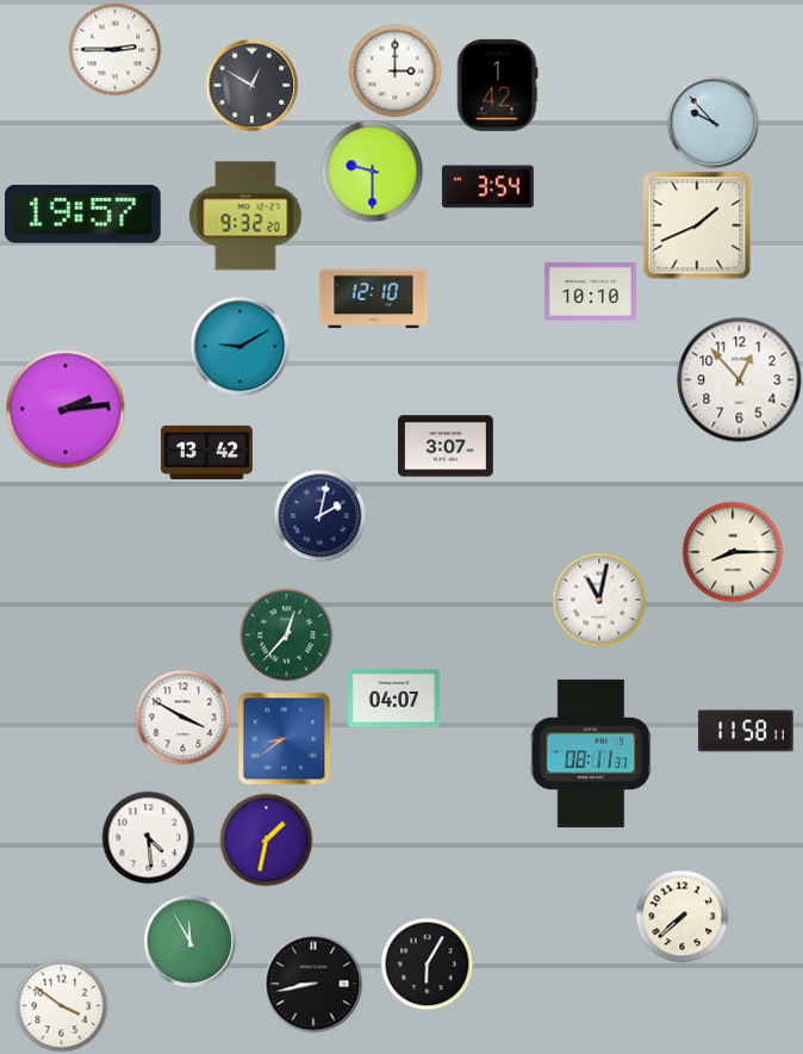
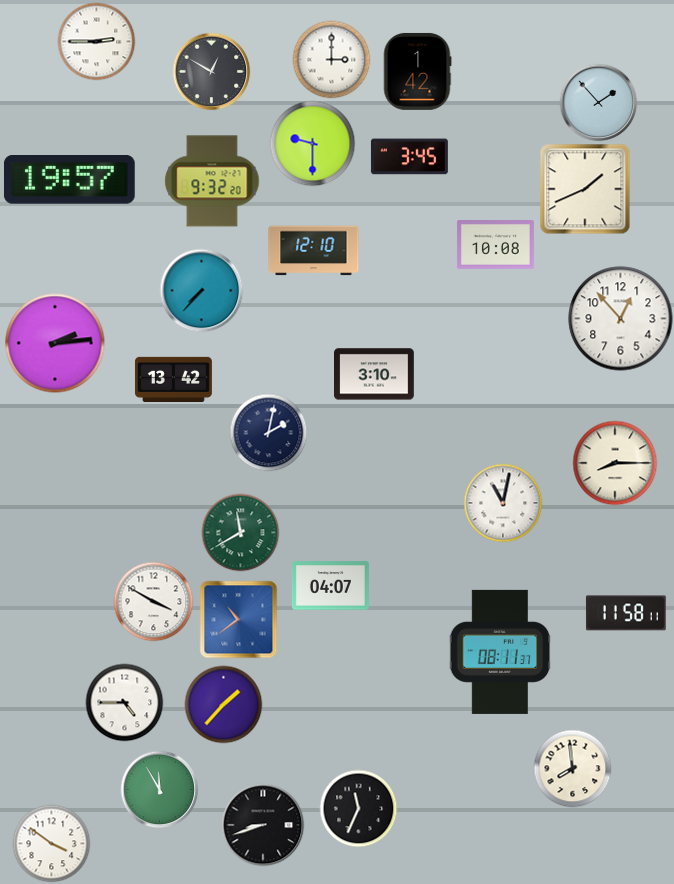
clock at (712, 122): 9:53 -> 1:53
clock at (487, 187): 3:54 -> 3:45
clock at (245, 216) position: (245, 216) -> (212, 181)
clock at (590, 292): 10:10 -> 10:08
clock at (239, 346): 9:10 -> 7:37
clock at (447, 446): 3:07 -> 3:10
clock at (286, 634): 12:37 -> 11:40
clock at (284, 738): 8:39 -> 10:39
clock at (591, 754) position: (591, 754) -> (500, 652)
clock at (148, 837): 4:29 -> 4:45
clock at (266, 839): 1:32 -> 1:37
clock at (681, 916): 7:38 -> 7:59
clock at (427, 963): 6:05 -> 11:34
clock at (313, 984): 8:43 -> 8:42
